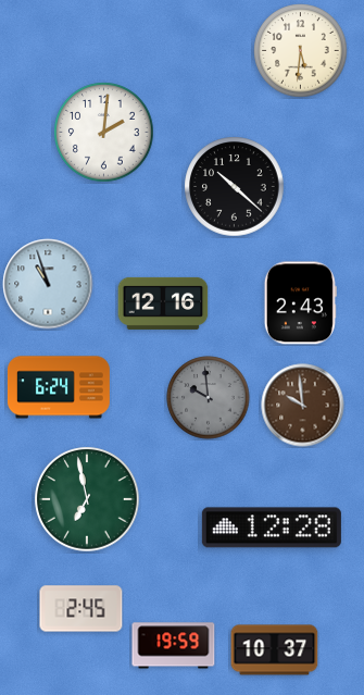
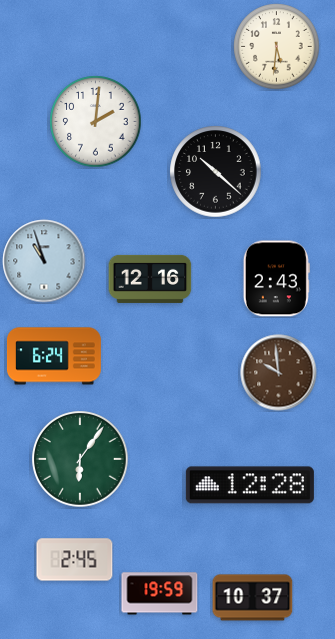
clock at (209, 398): 9:59 -> none
clock at (87, 499): 6:58 -> 6:06
